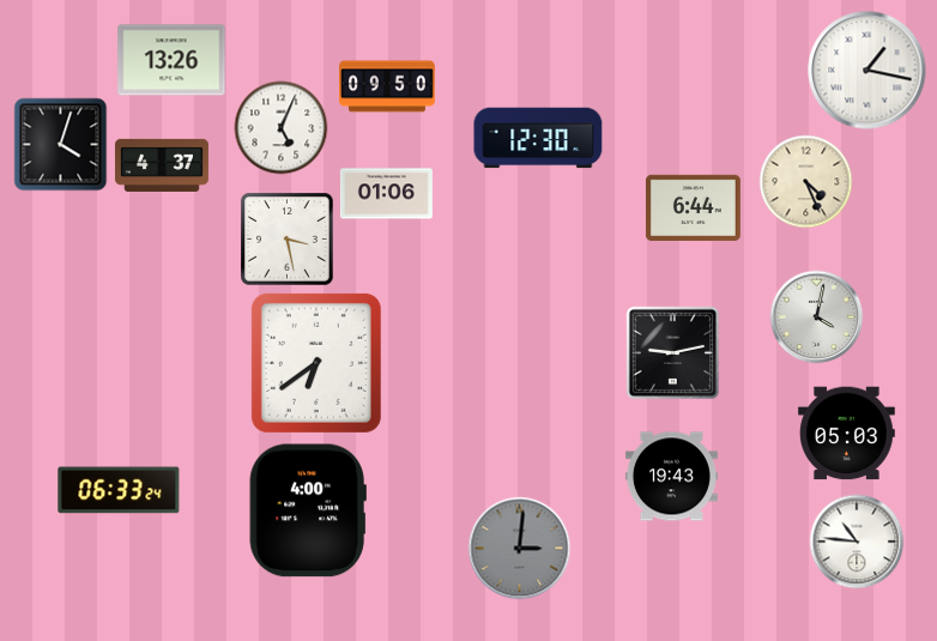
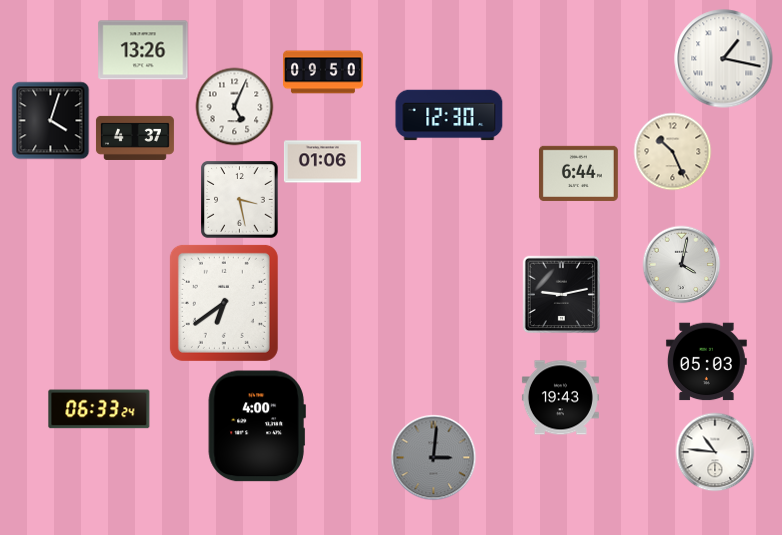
clock at (805, 181): 4:26 -> 10:26
clock at (316, 363) position: (316, 363) -> (224, 303)
